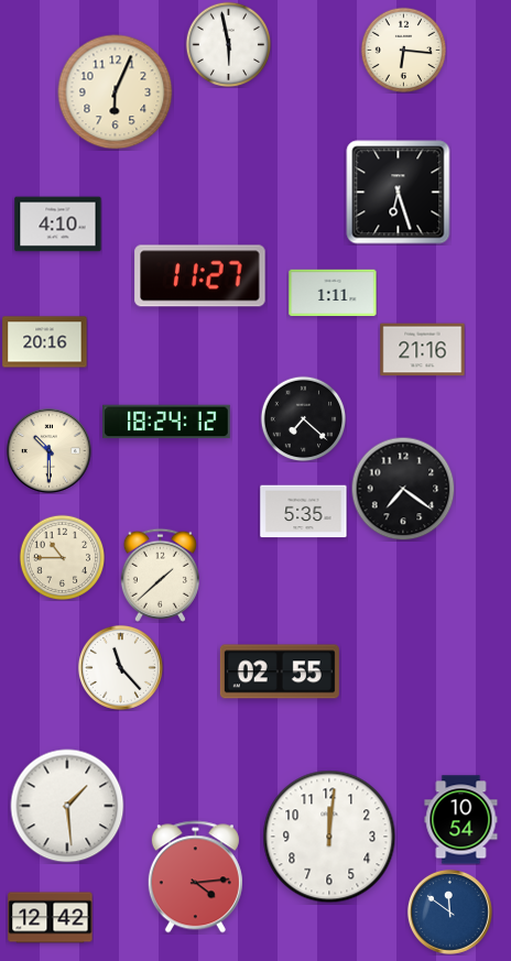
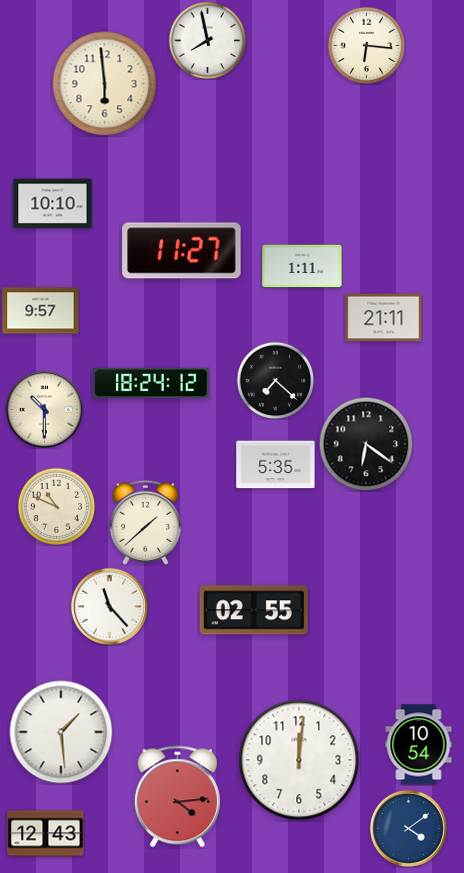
clock at (228, 44): 5:58 -> 7:58
clock at (116, 92): 6:04 -> 5:59
clock at (399, 193): 6:27 -> none
clock at (58, 225): 4:10 -> 10:10
clock at (45, 342): 20:16 -> 9:57
clock at (423, 350): 21:16 -> 21:11
clock at (403, 489): 7:21 -> 6:21
clock at (62, 557): 10:45 -> 10:49
clock at (449, 911): 11:51 -> 4:09
clock at (51, 918): 12:42 -> 12:43
